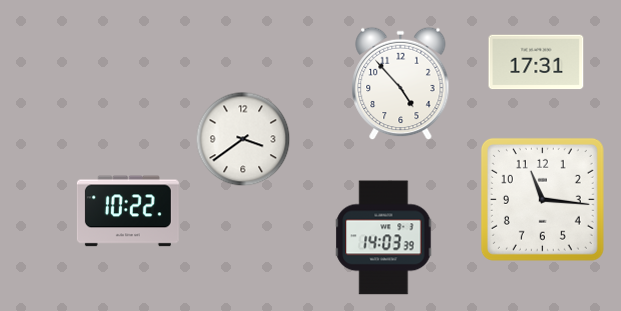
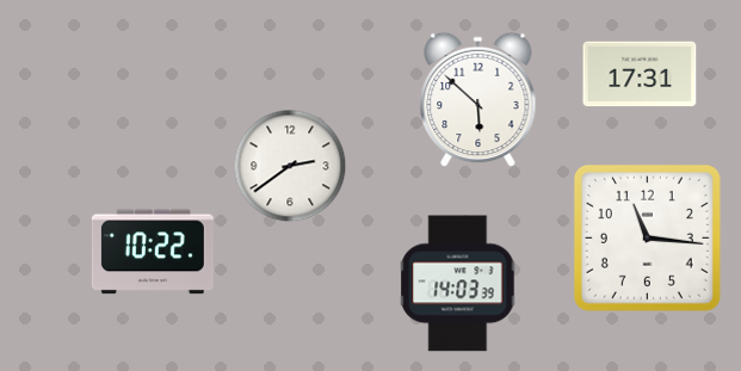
clock at (401, 84): 4:53 -> 5:52
clock at (243, 139): 3:39 -> 2:39
